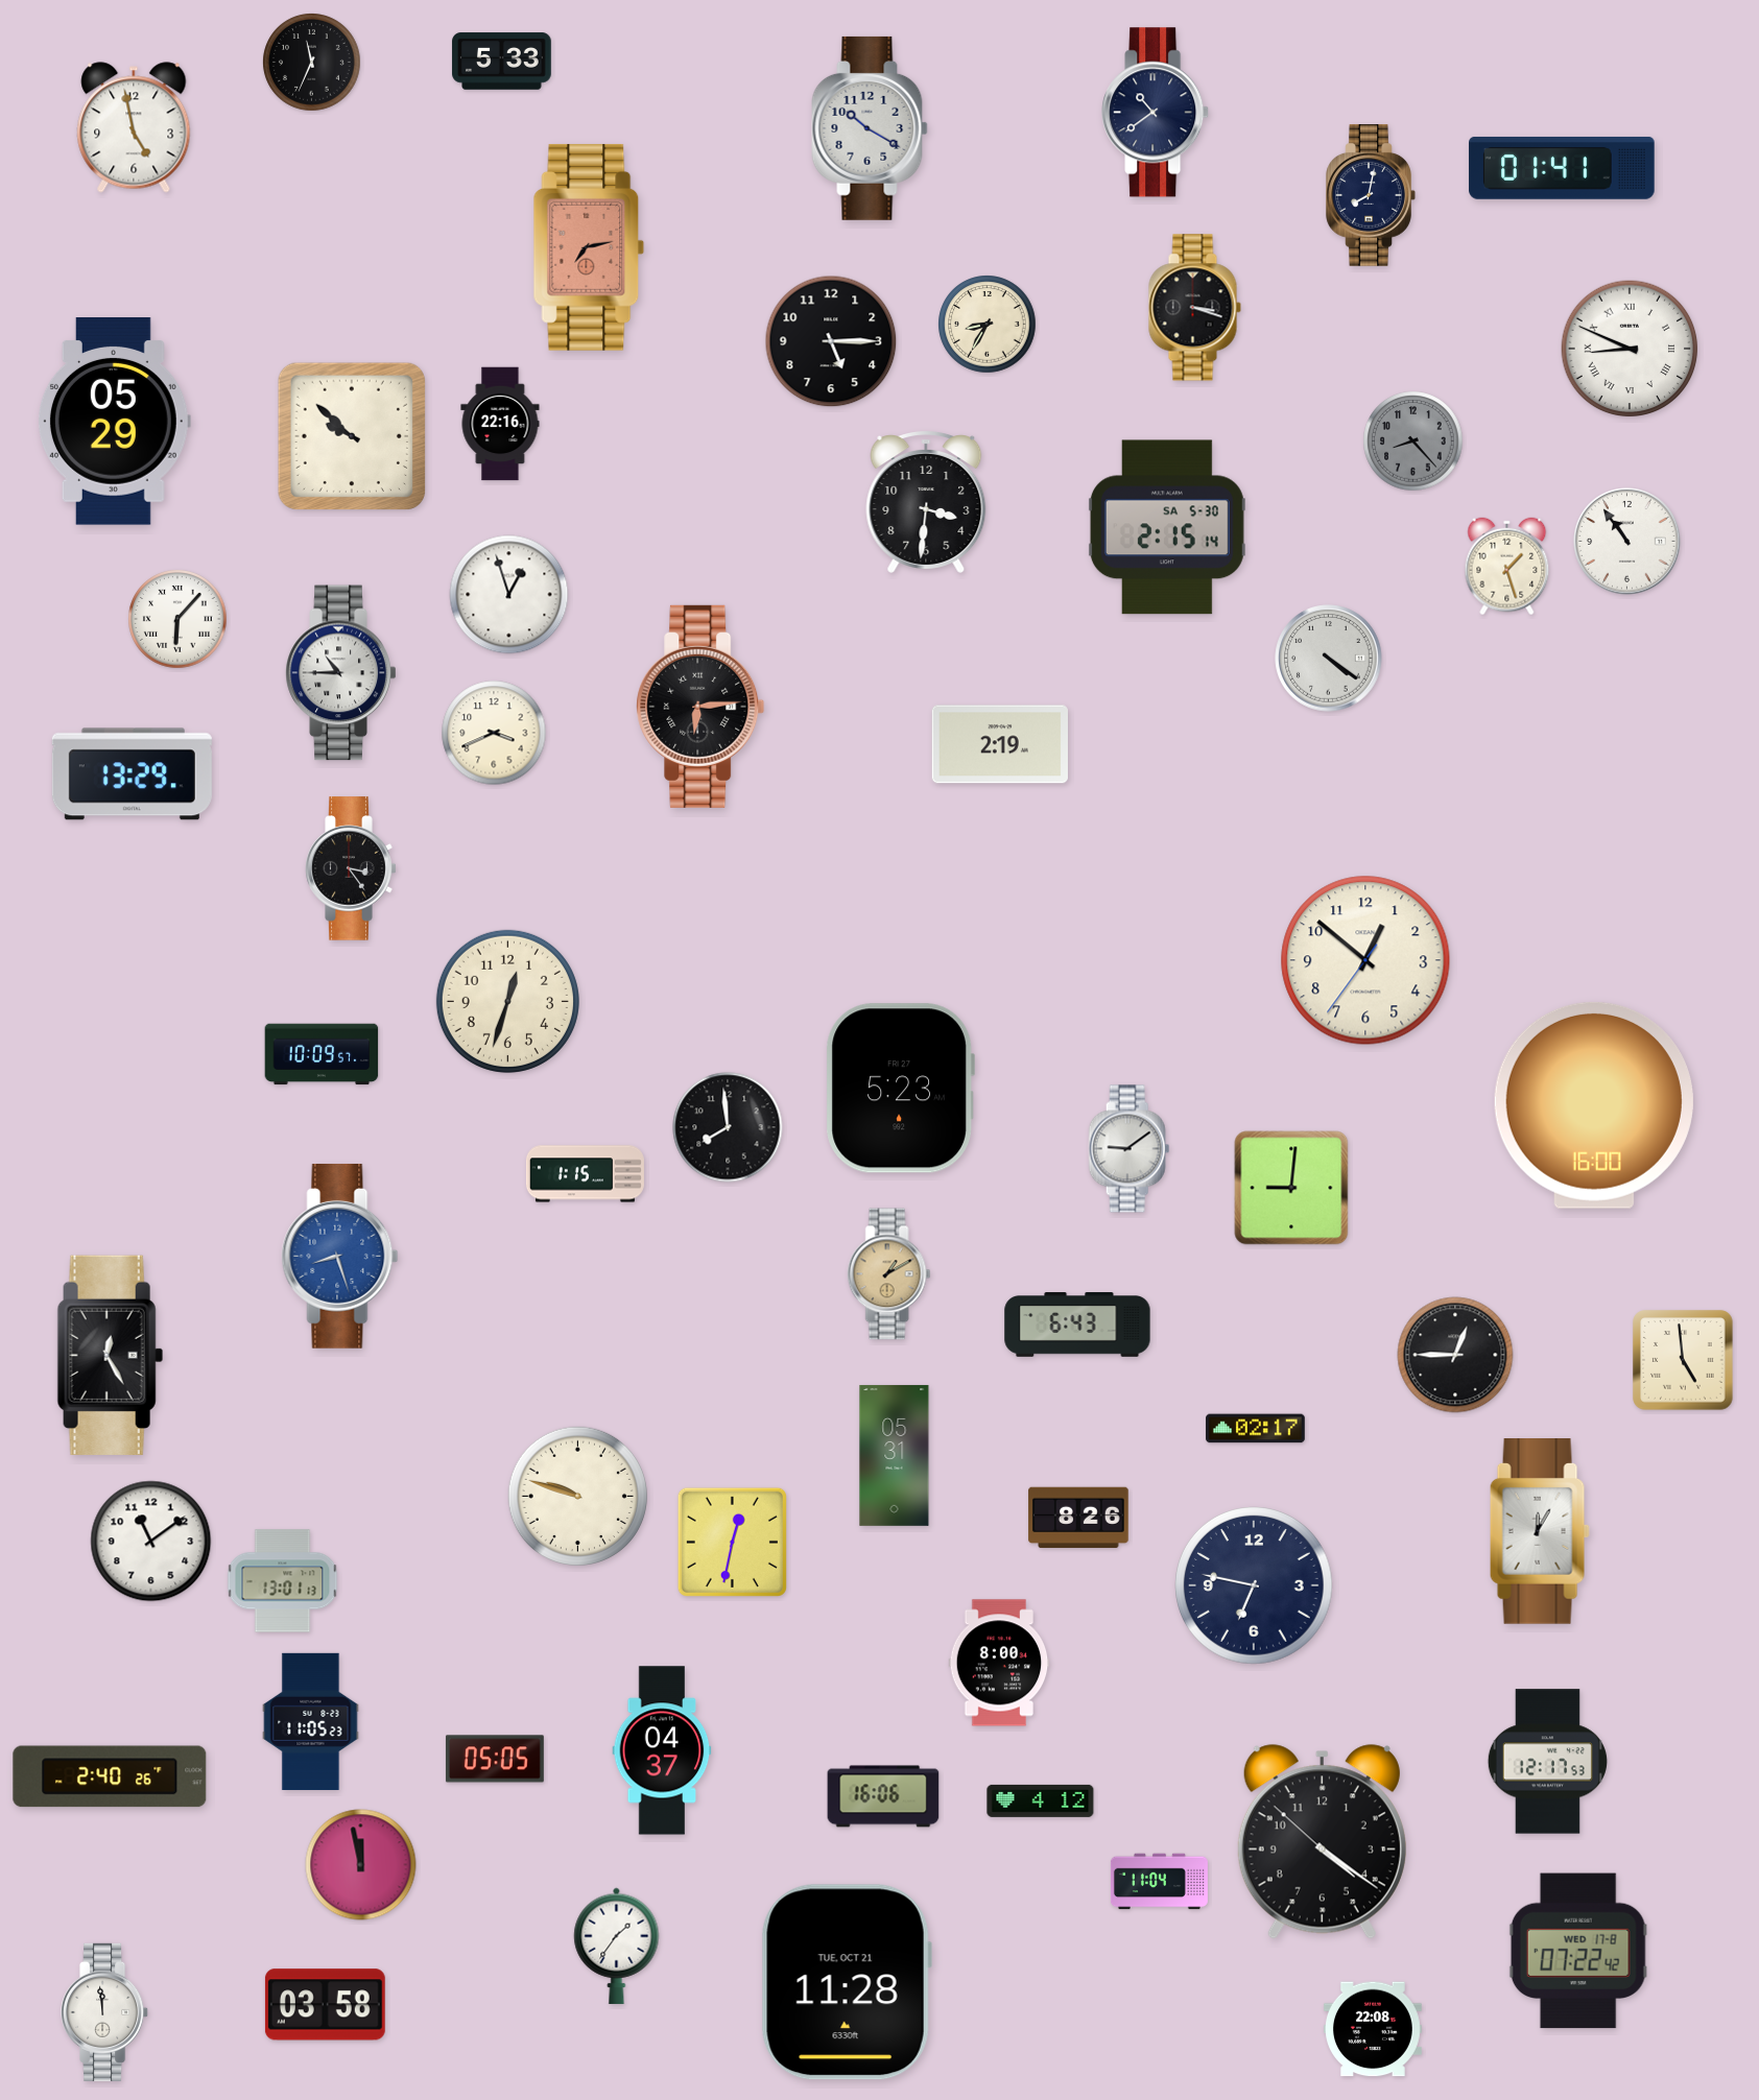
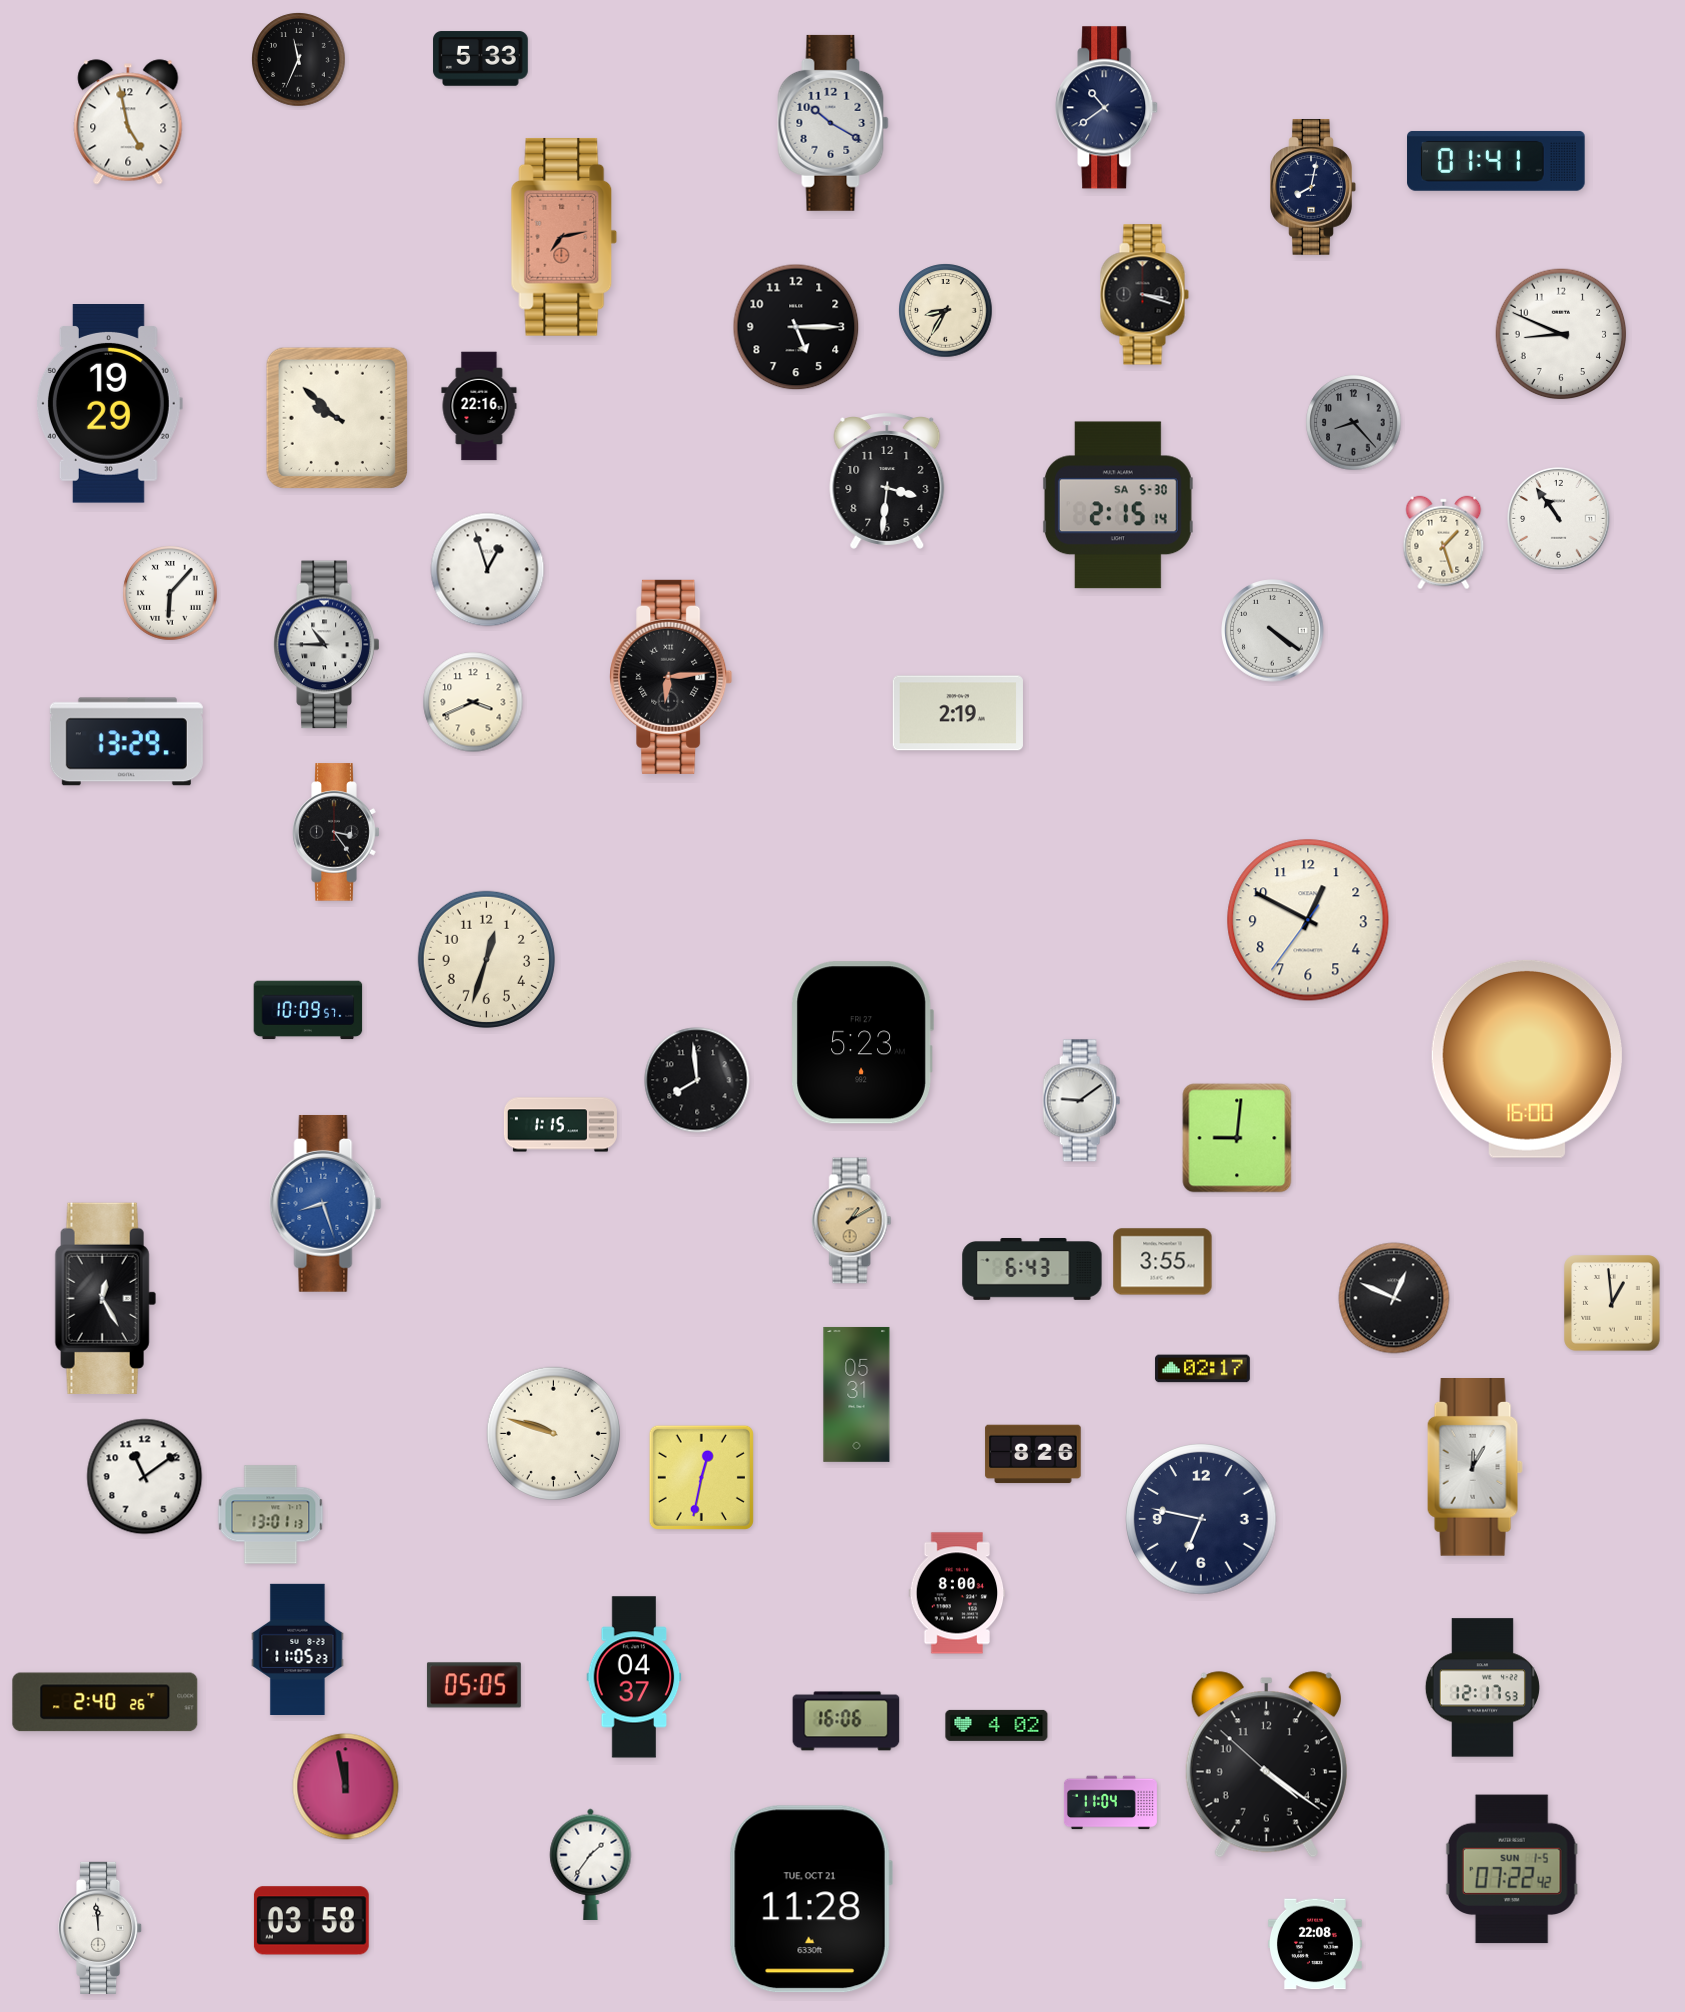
clock at (1630, 349) numerals: Roman -> Arabic
clock at (114, 422): 05:29 -> 19:29
clock at (1365, 960): 12:51 -> 12:49
clock at (1163, 1262): none -> 3:55
clock at (1455, 1355): 12:45 -> 12:49
clock at (1683, 1360): 4:59 -> 12:59
clock at (1041, 1800): 4:12 -> 4:02
clock at (1578, 1951) date: WED 17-8 -> SUN 1-5
